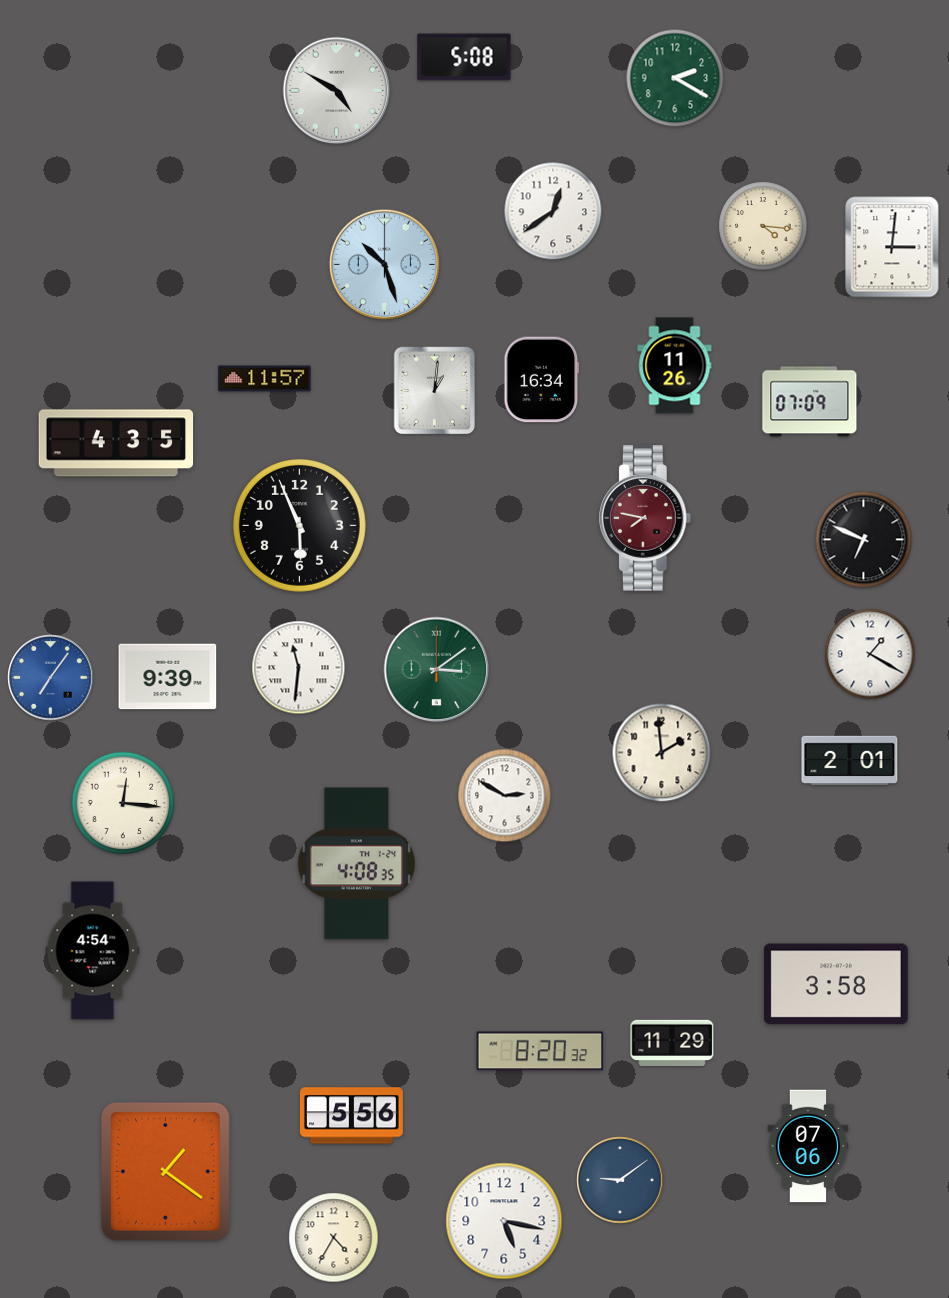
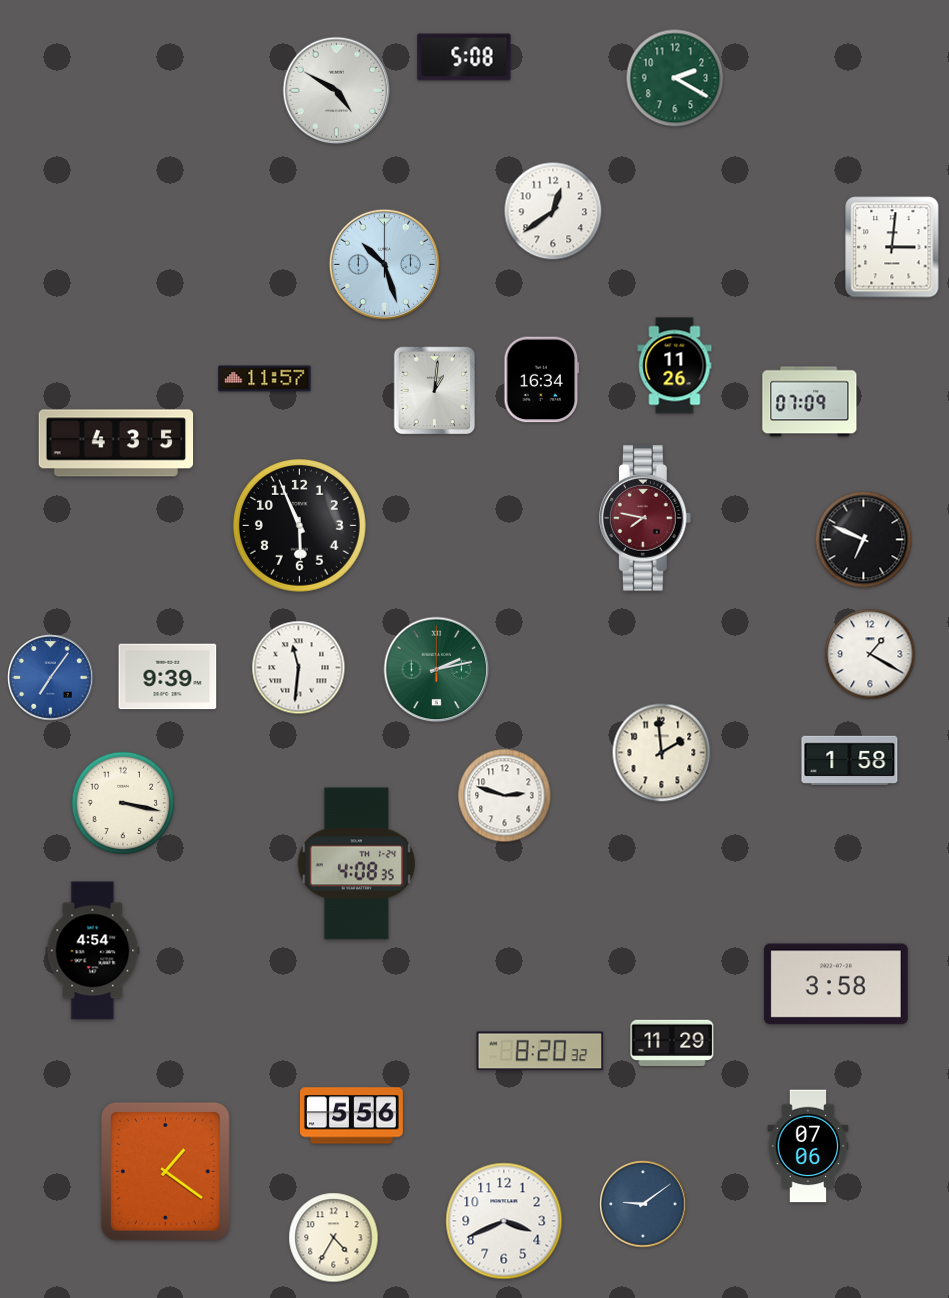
clock at (763, 226): 4:16 -> none
clock at (437, 670): 3:09 -> 2:13
clock at (850, 760): 2:01 -> 1:58
clock at (505, 796): 2:50 -> 2:48
clock at (123, 803): 12:16 -> 3:17
clock at (620, 1180) position: (620, 1180) -> (643, 1204)
clock at (504, 1221): 5:17 -> 3:41
